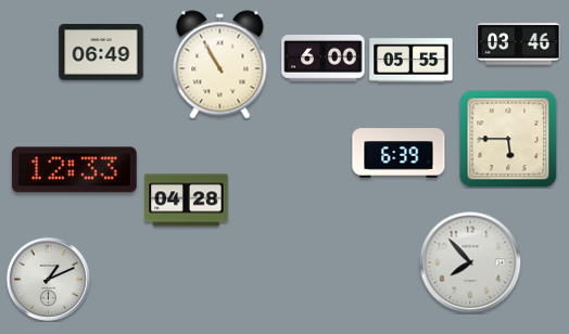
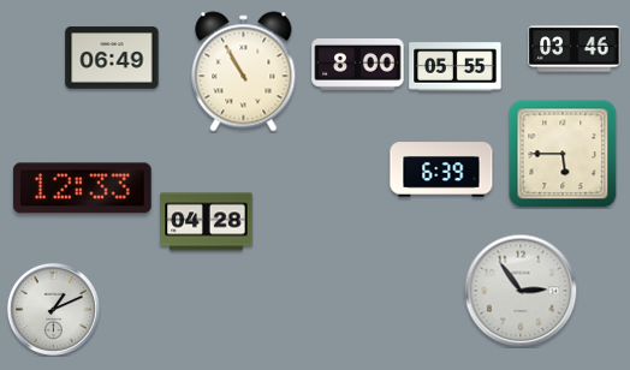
clock at (324, 59): 6:00 -> 8:00
clock at (470, 262): 7:53 -> 2:54
